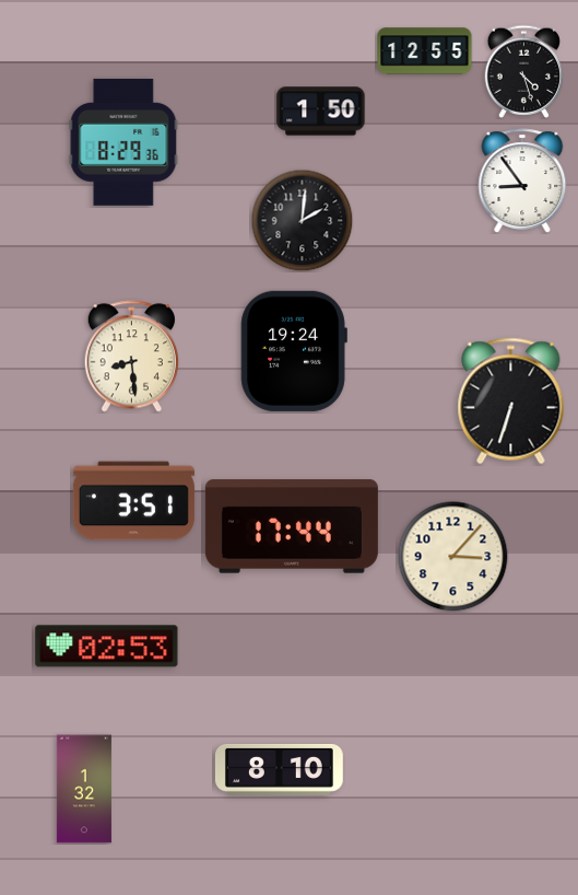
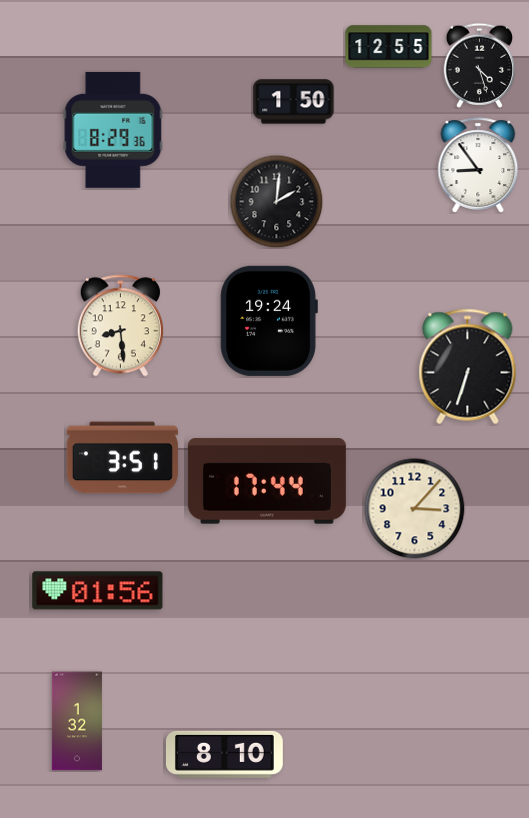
clock at (107, 647): 02:53 -> 01:56
clock at (279, 769) position: (279, 769) -> (224, 754)
